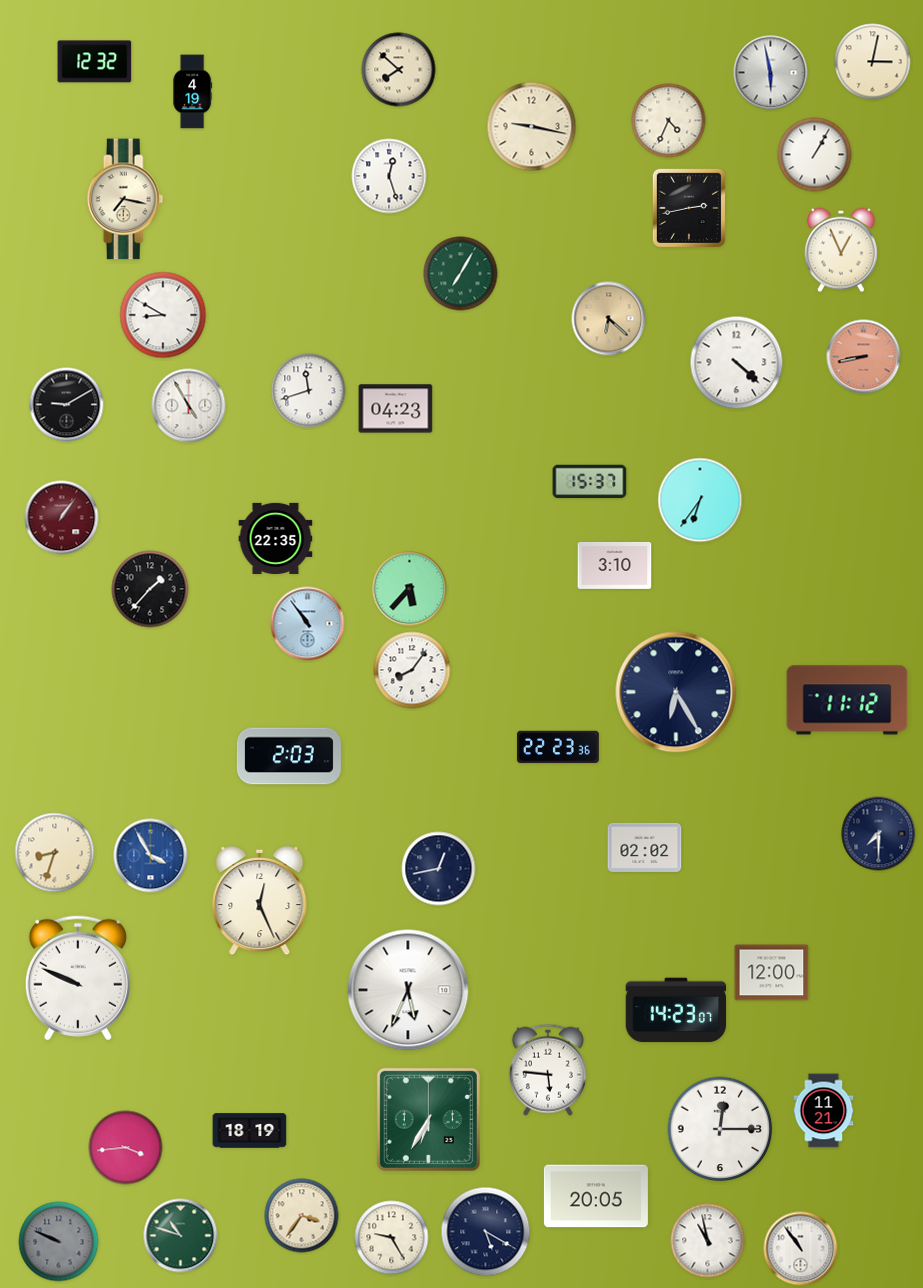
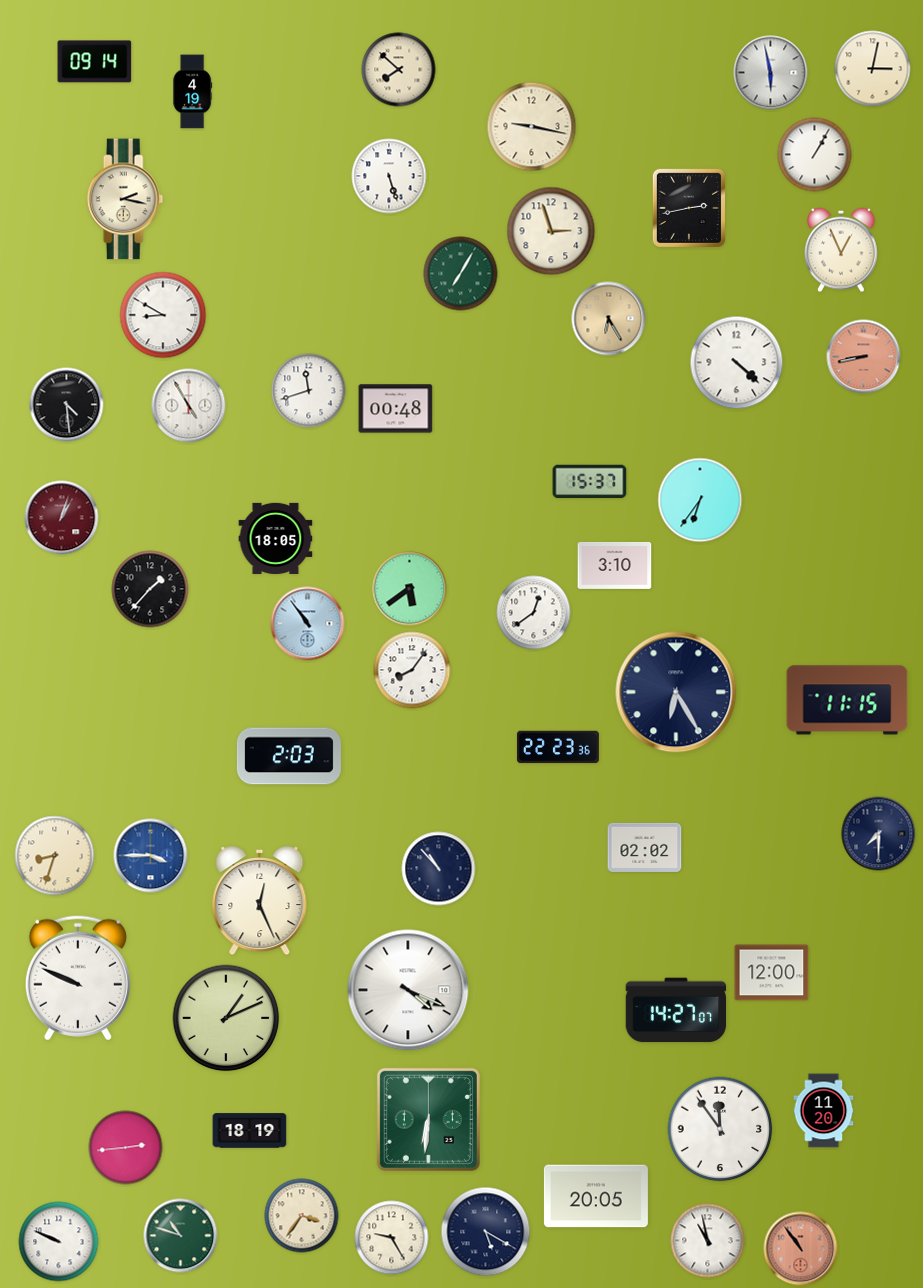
clock at (95, 62): 12:32 -> 09:14
clock at (873, 62) position: (873, 62) -> (873, 69)
clock at (669, 121): 4:34 -> none
clock at (389, 176): 12:27 -> 5:27
clock at (125, 199): 7:17 -> 2:17
clock at (551, 231): none -> 2:57
clock at (609, 319): 6:22 -> 6:25
clock at (67, 405): 9:10 -> 4:29
clock at (396, 409): 04:23 -> 00:48
clock at (62, 518): 1:06 -> 1:03
clock at (276, 538): 22:35 -> 18:05
clock at (410, 589): 5:37 -> 5:39
clock at (534, 613): none -> 12:39
clock at (847, 700): 11:12 -> 11:15
clock at (55, 853) position: (55, 853) -> (55, 856)
clock at (151, 856): 3:55 -> 3:45
clock at (439, 869): 12:43 -> 10:53
clock at (408, 990): 5:34 -> 4:19
clock at (676, 1010): 14:23 -> 14:27
clock at (226, 1018): none -> 1:11
clock at (548, 1070): 5:46 -> none
clock at (824, 1111): 11:21 -> 11:20
clock at (428, 1119): 6:35 -> 6:31
clock at (720, 1129): 12:15 -> 11:54
clock at (126, 1148): 3:44 -> 2:44
clock at (59, 1242) dial: grey -> white
clock at (801, 1249) dial: white -> salmon
